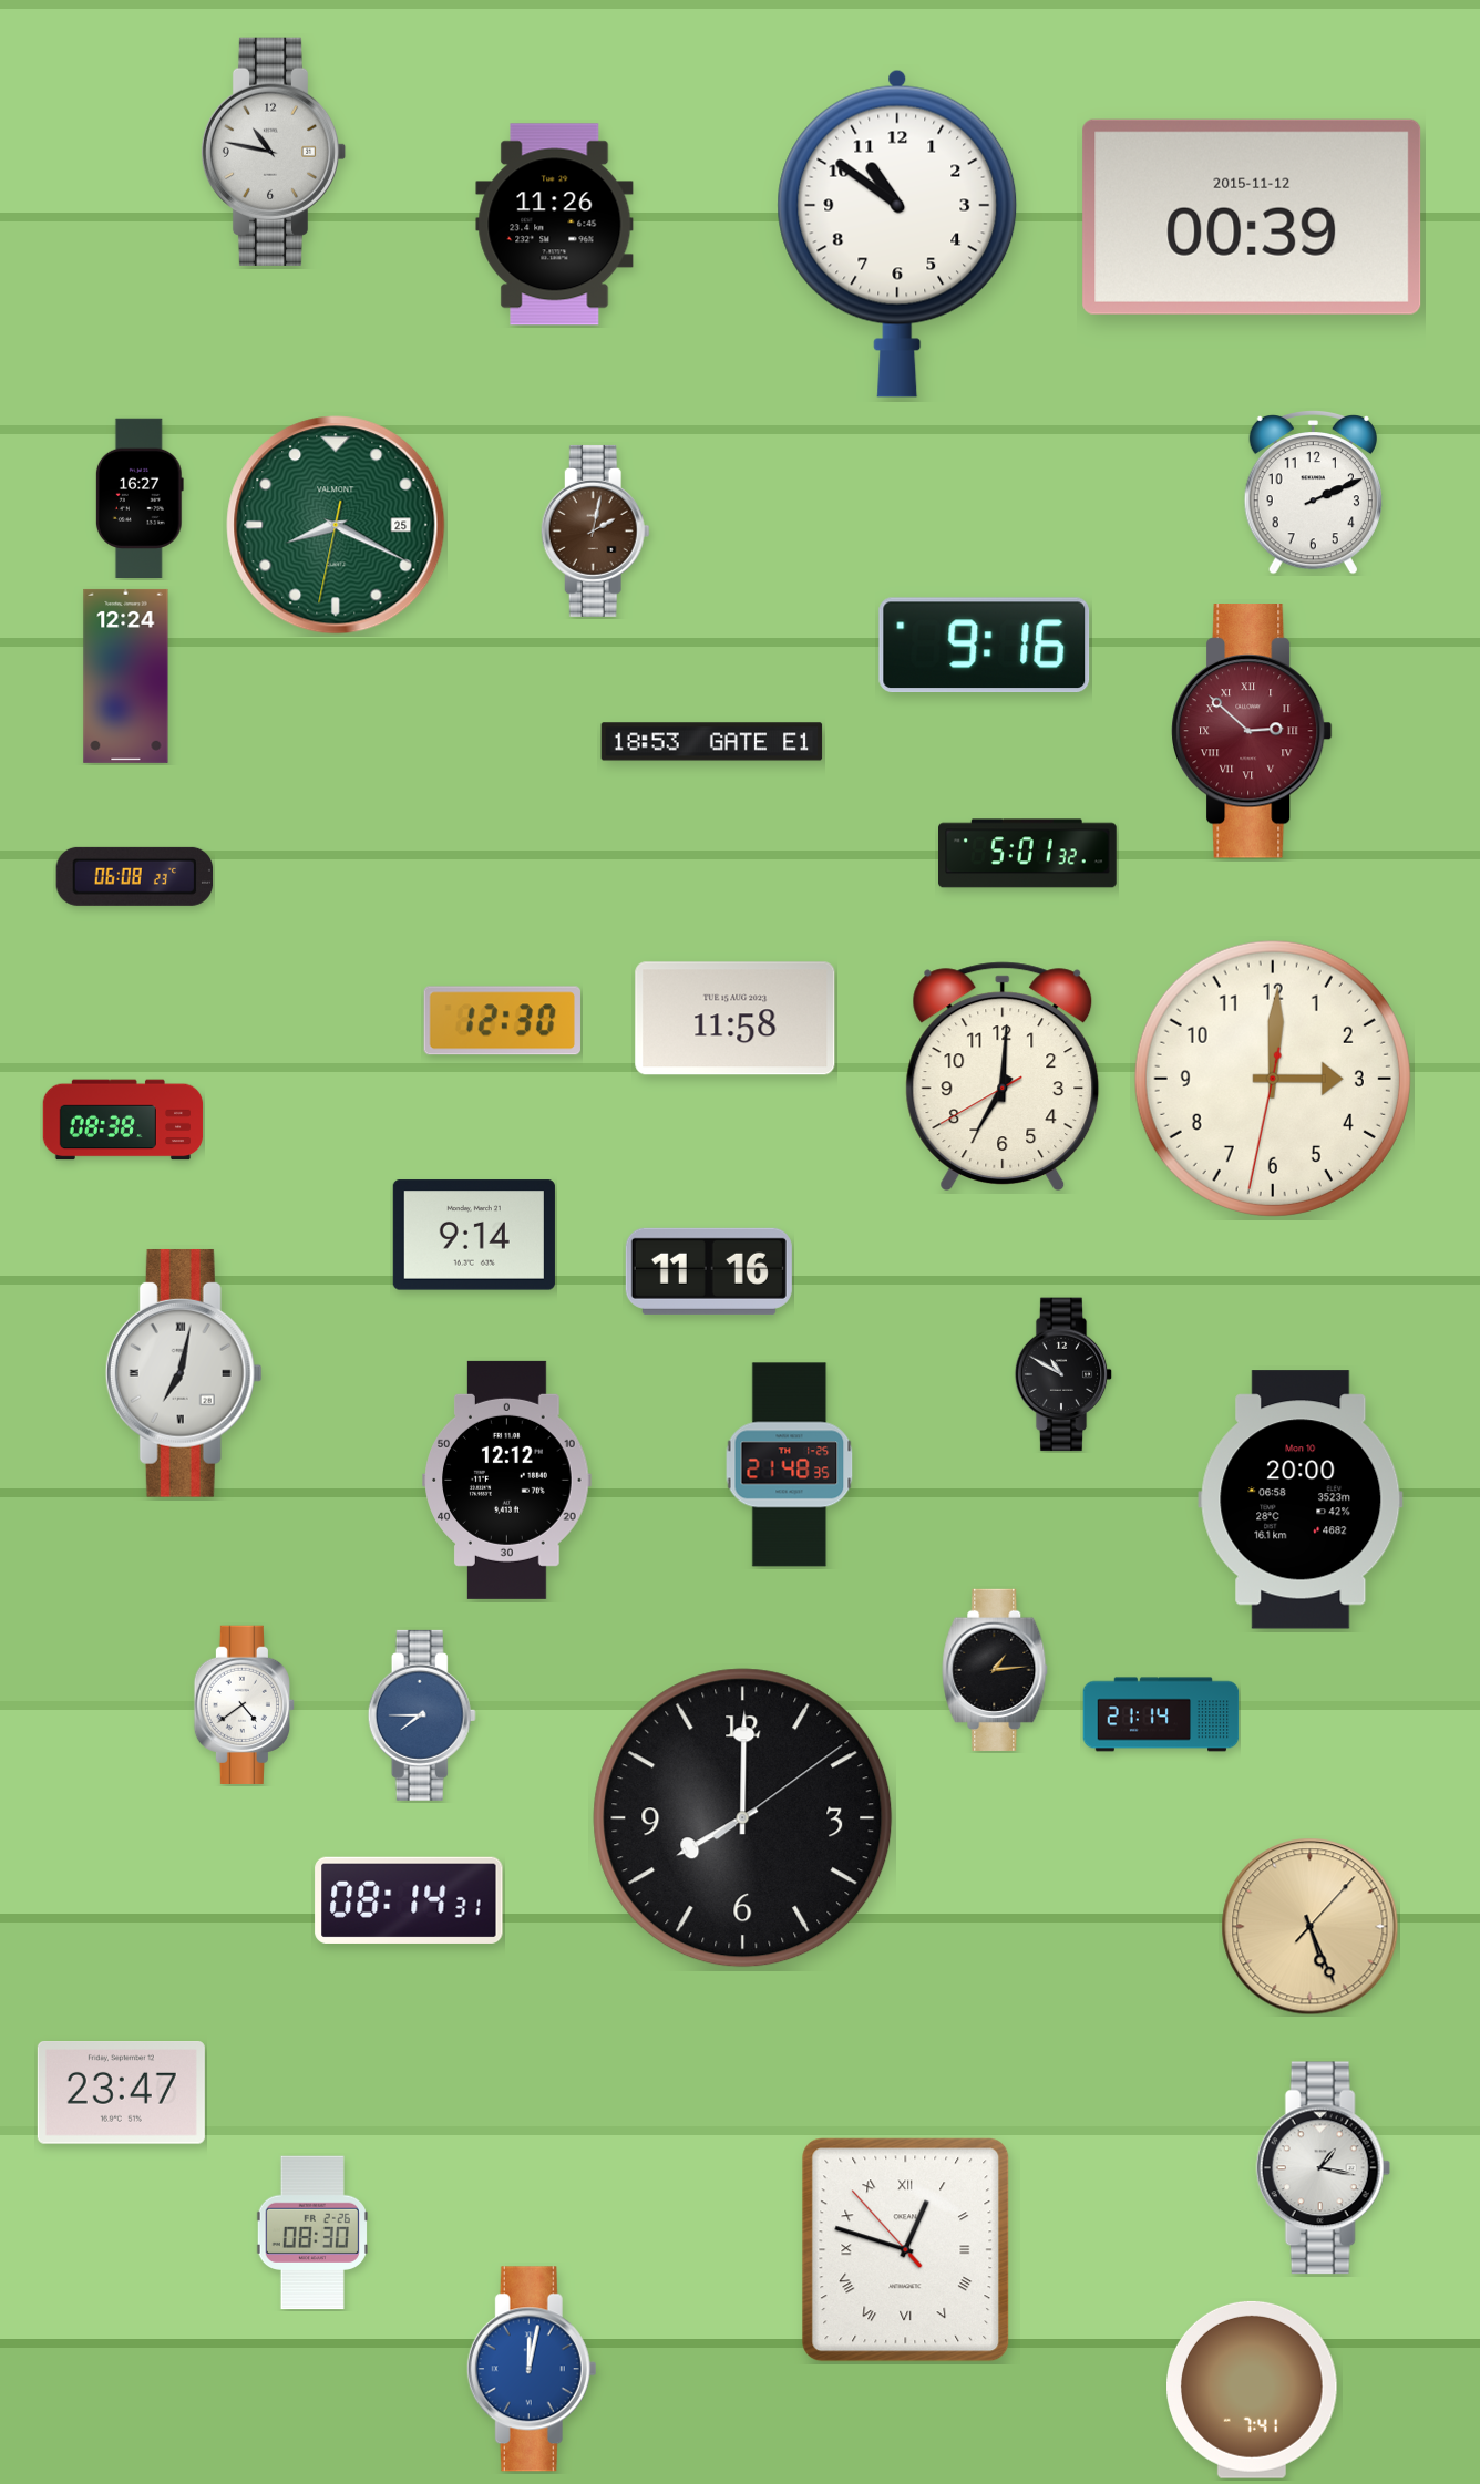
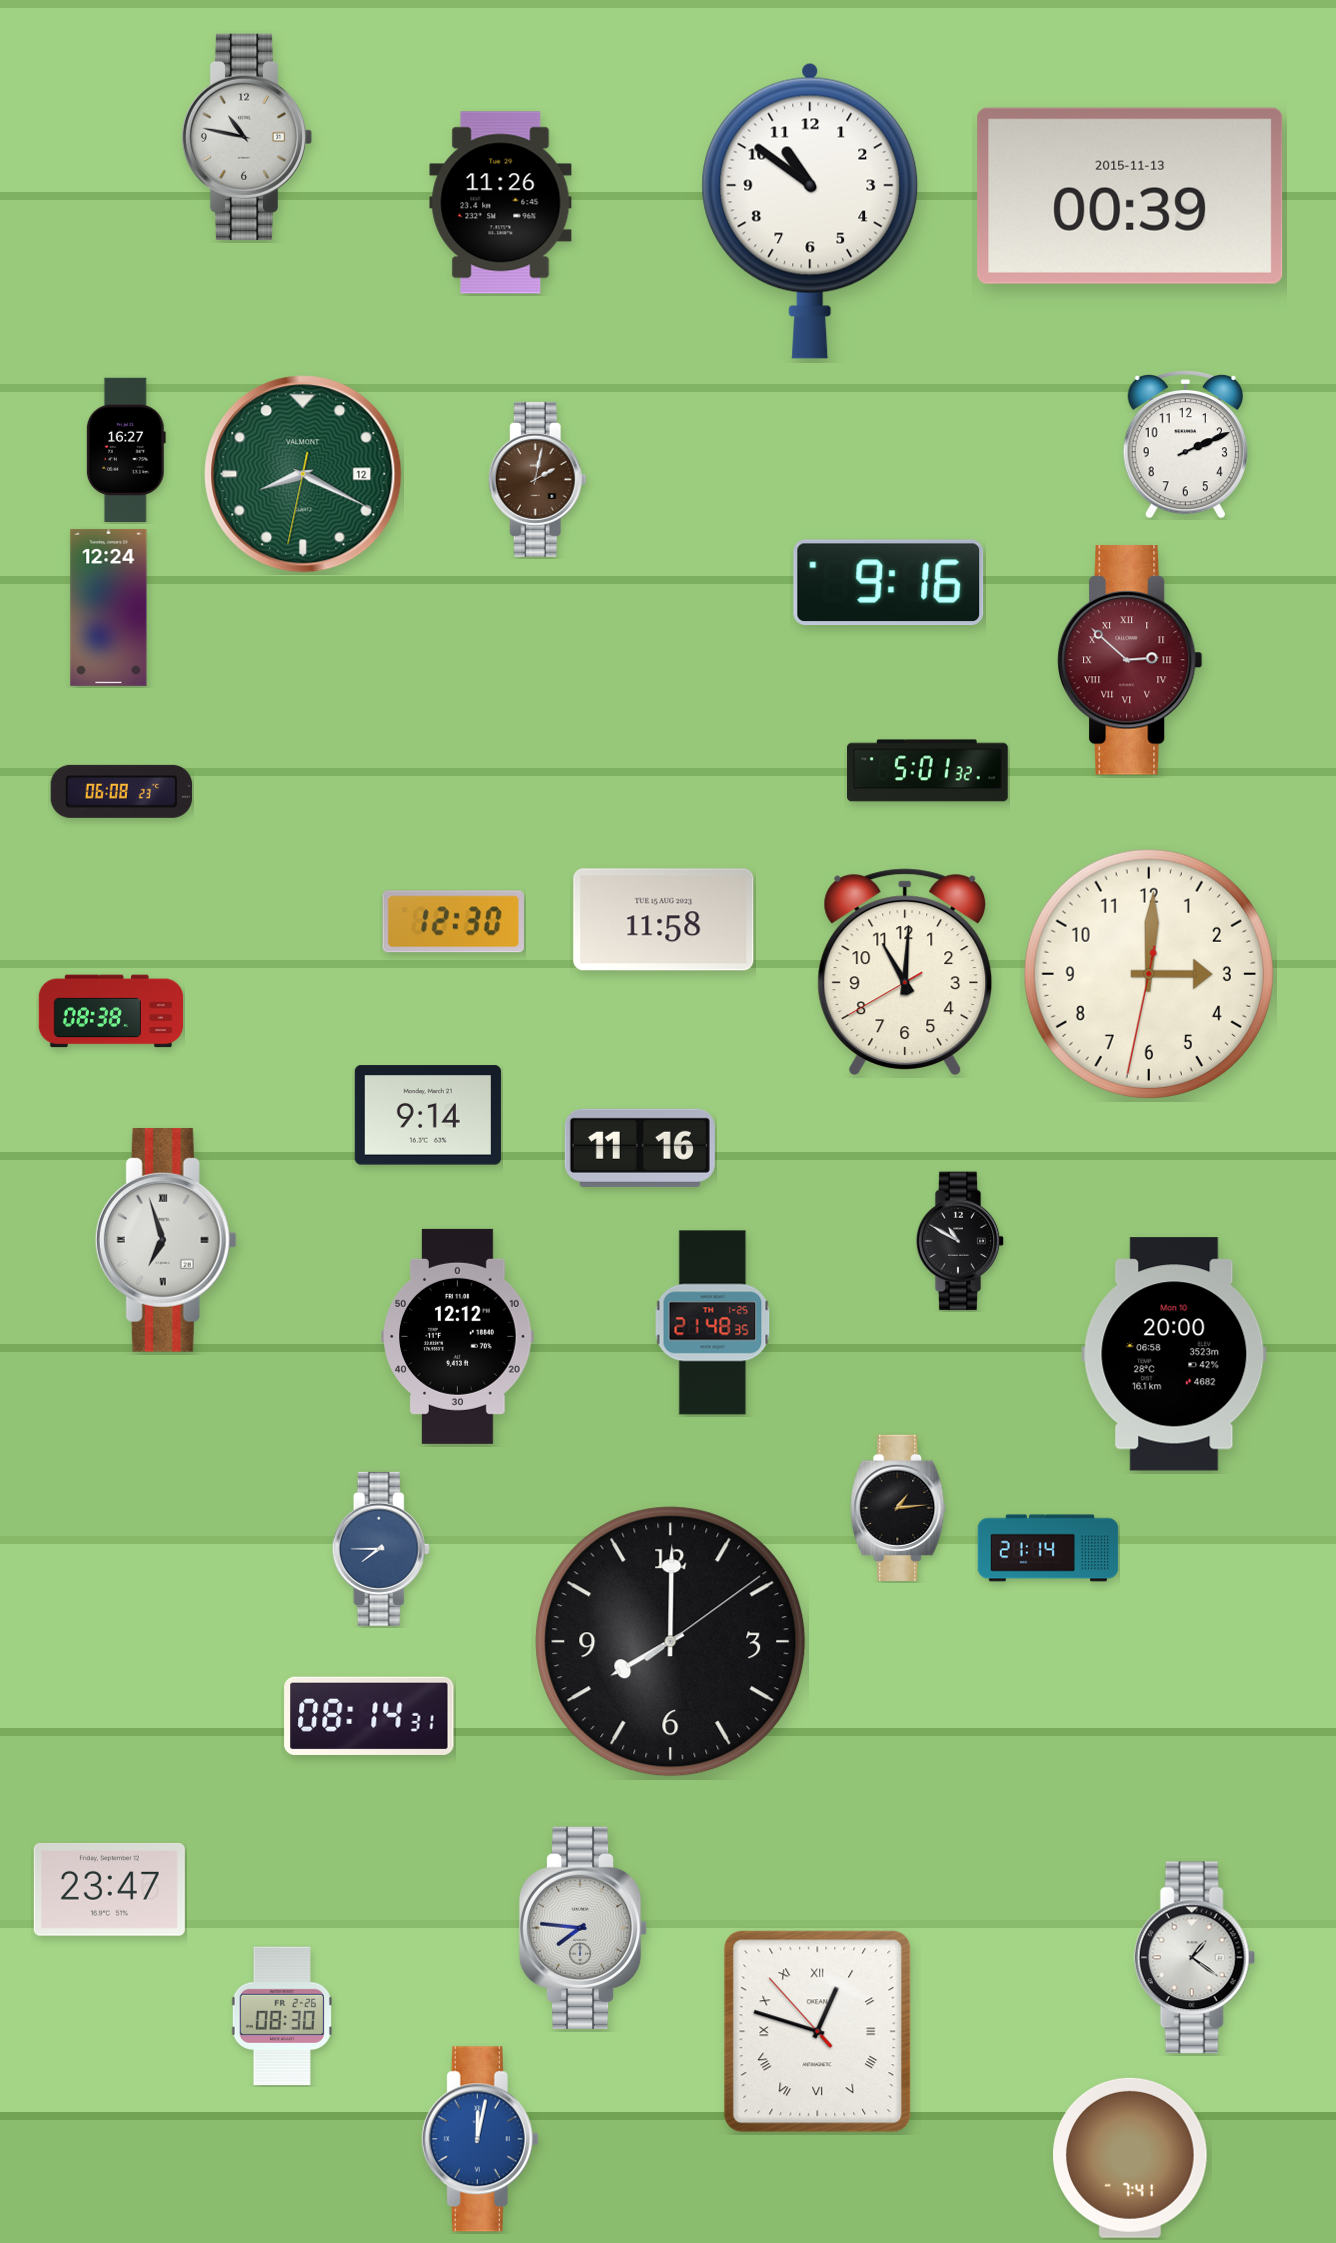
clock at (1252, 217) date: 2015-11-12 -> 2015-11-13
clock at (336, 525) date: 25 -> 12
clock at (126, 676) position: (126, 676) -> (109, 607)
clock at (712, 742): 18:53 -> none
clock at (1003, 1076): 7:00 -> 11:00
clock at (184, 1373): 7:02 -> 6:57
clock at (244, 1704): 4:39 -> none
clock at (1311, 1927): 5:26 -> none
clock at (583, 1928): none -> 7:46
clock at (1323, 2168): 1:17 -> 1:21
